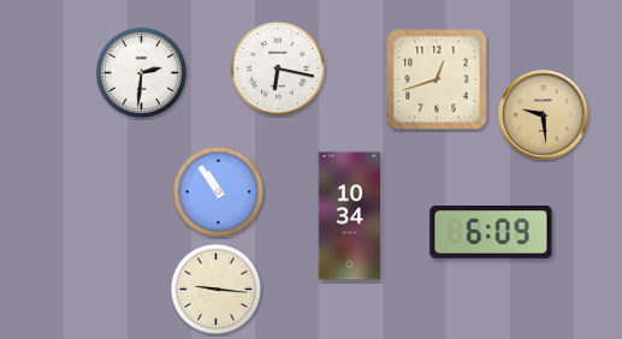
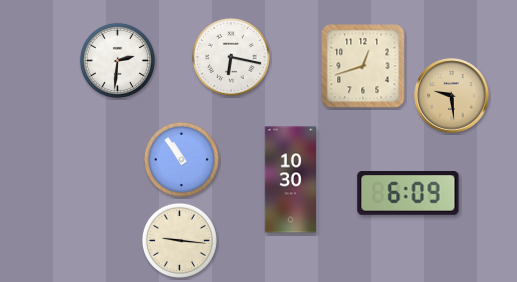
clock at (350, 216): 10:34 -> 10:30
